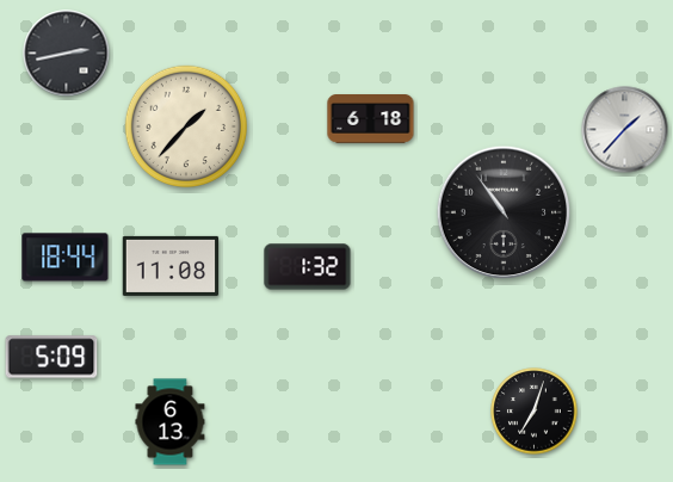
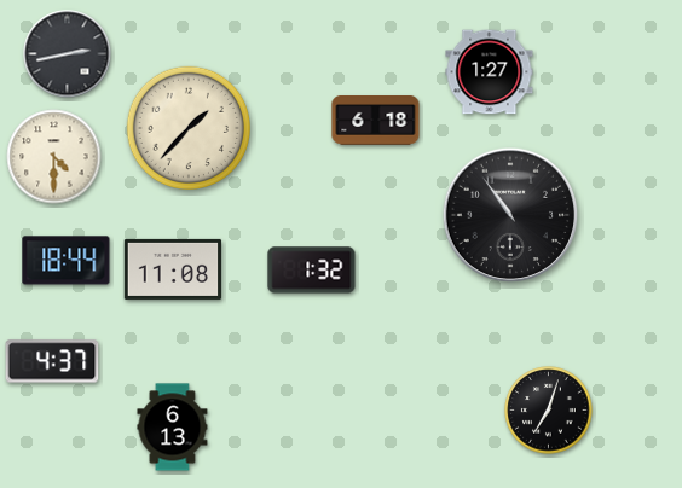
clock at (490, 72): none -> 1:27
clock at (625, 130): 1:37 -> none
clock at (54, 157): none -> 4:30
clock at (51, 357): 5:09 -> 4:37
clock at (535, 412) position: (535, 412) -> (549, 411)
